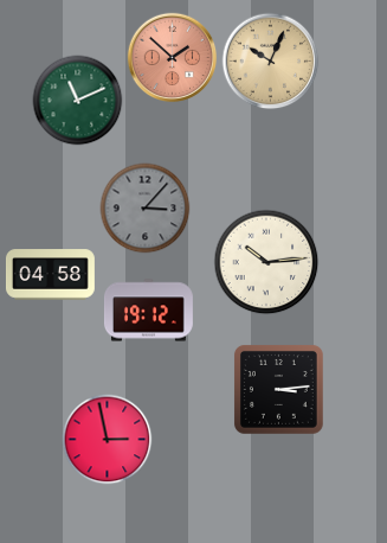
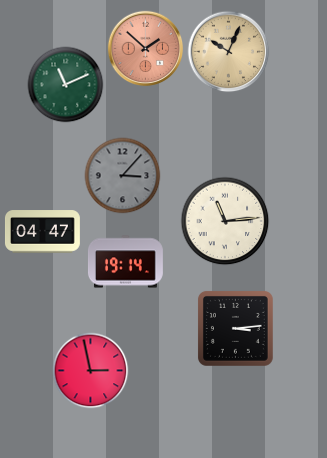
clock at (266, 262): 10:14 -> 11:14
clock at (50, 275): 04:58 -> 04:47
clock at (148, 311): 19:12 -> 19:14
